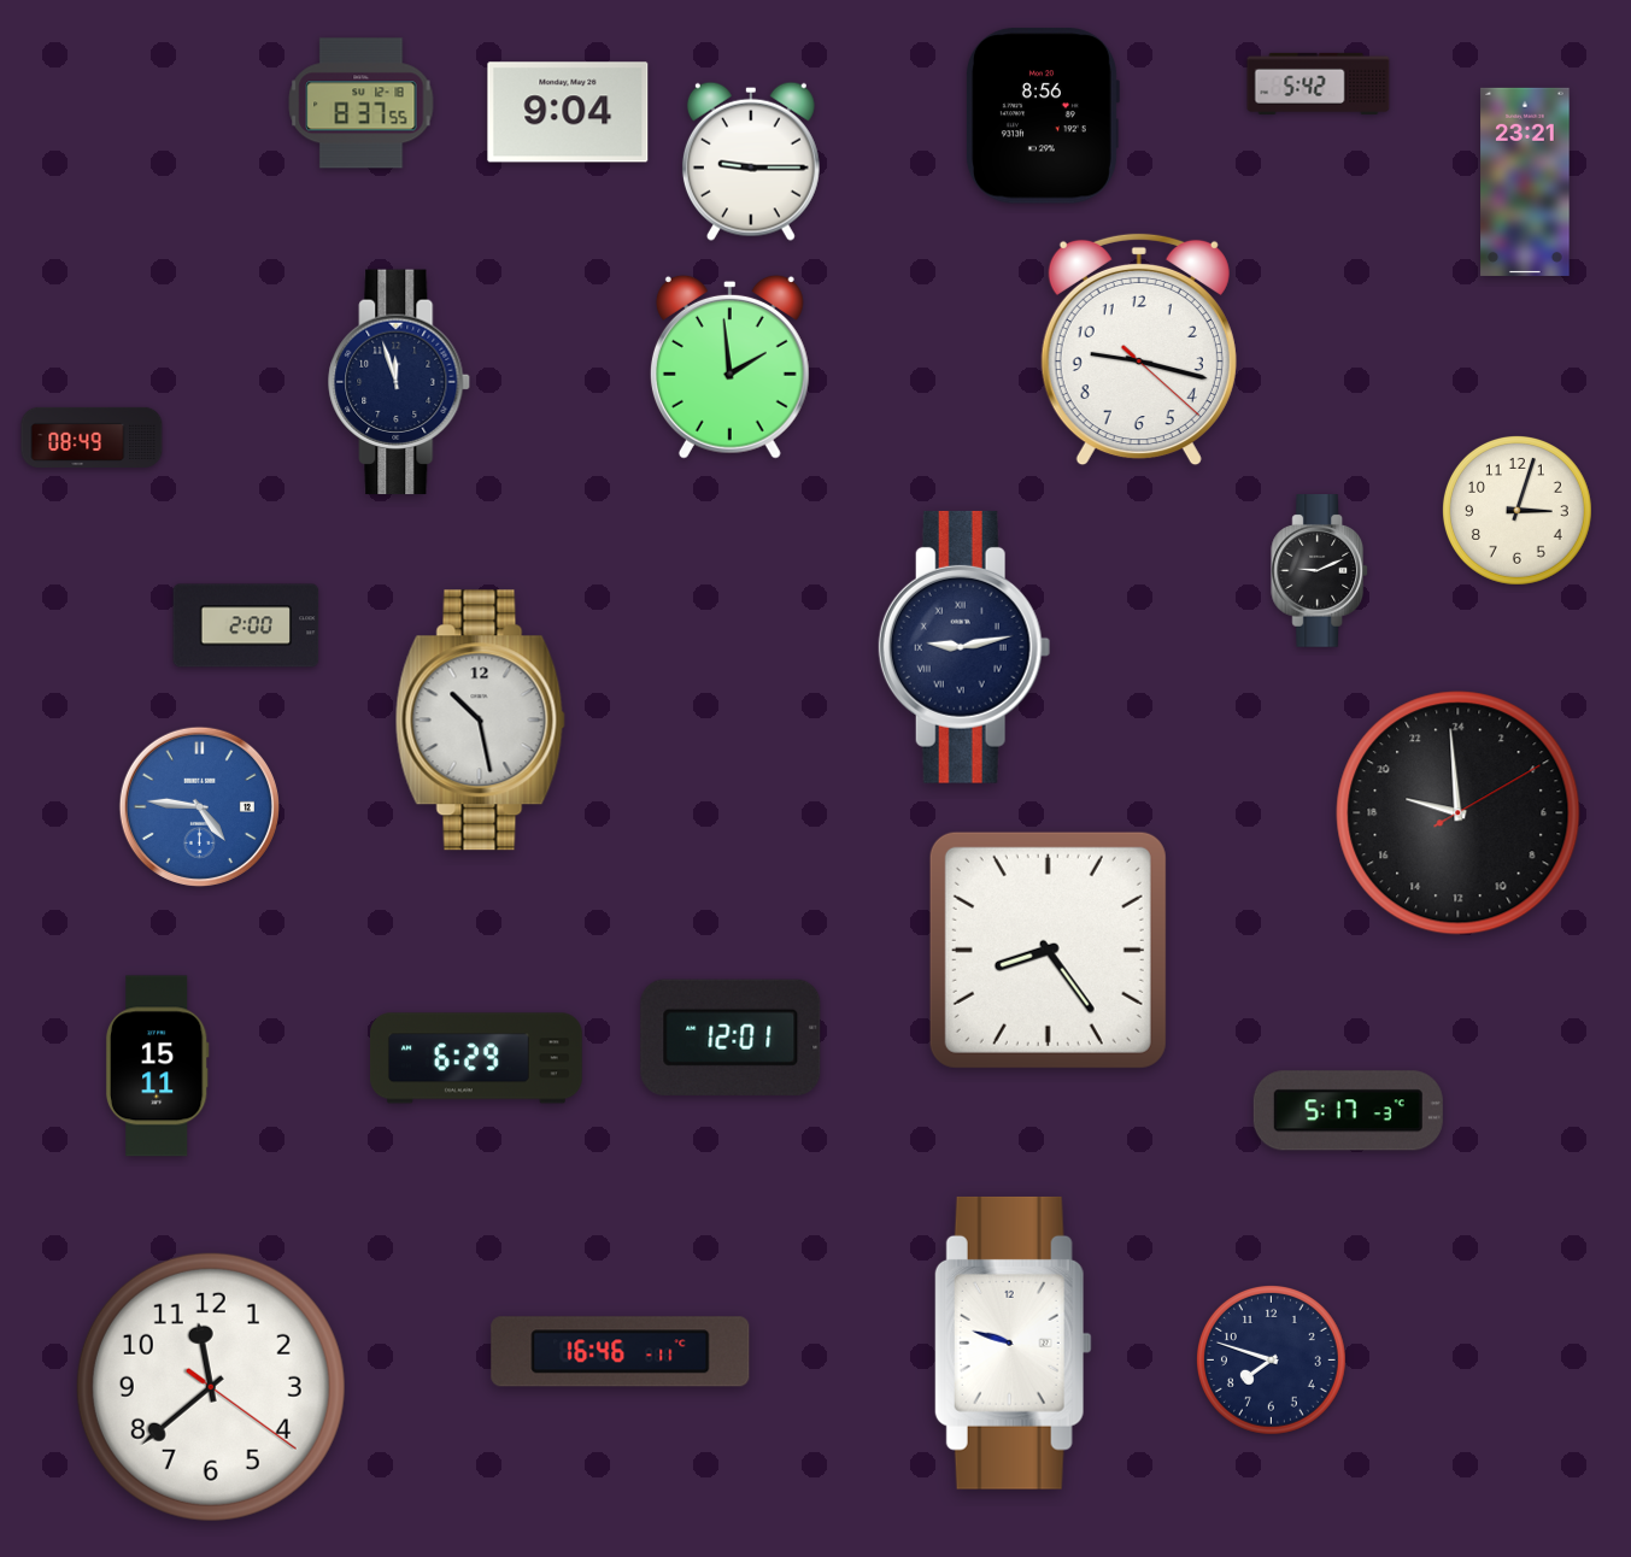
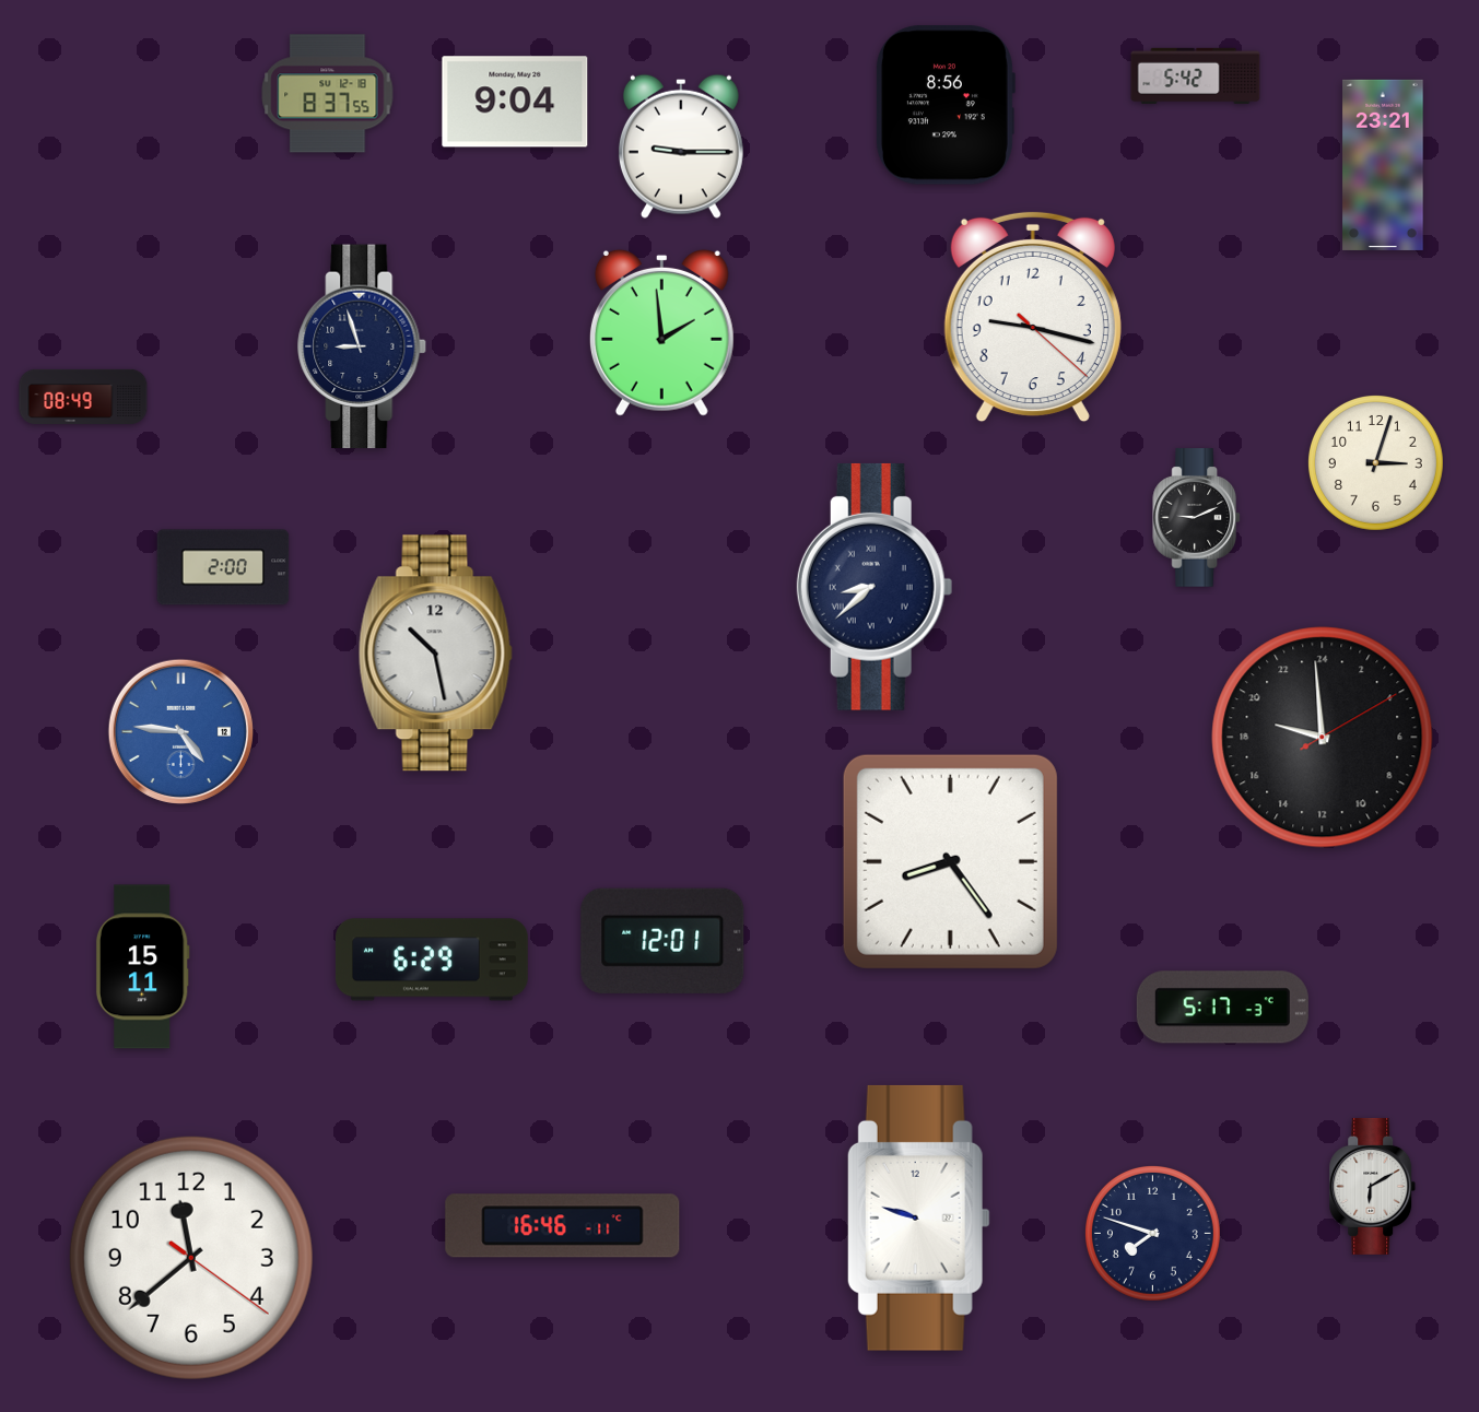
clock at (400, 382): 11:57 -> 8:57
clock at (964, 647): 9:13 -> 8:38
clock at (1373, 1186): none -> 6:10
